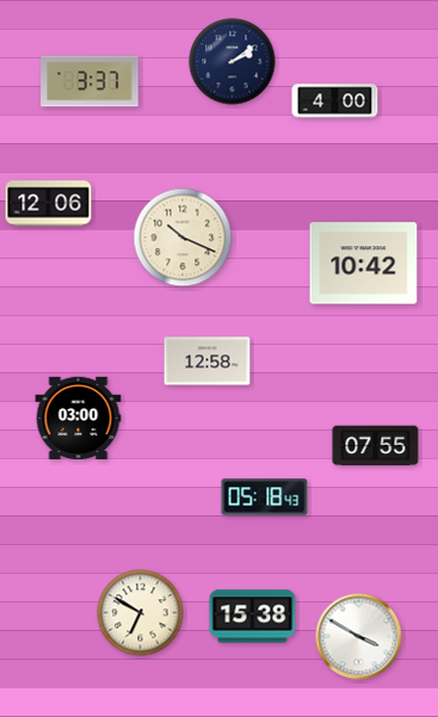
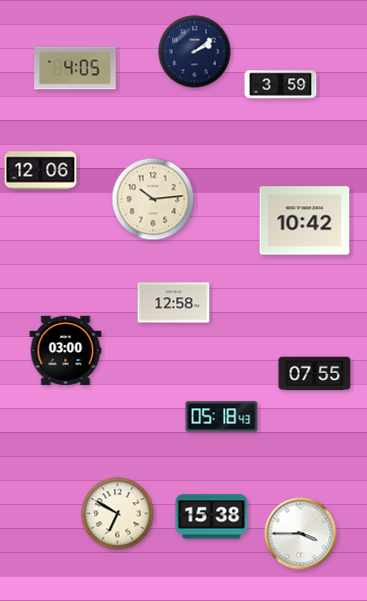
clock at (90, 81): 3:37 -> 4:05
clock at (335, 101): 4:00 -> 3:59
clock at (183, 237): 10:19 -> 10:14
clock at (359, 637): 3:50 -> 3:45
